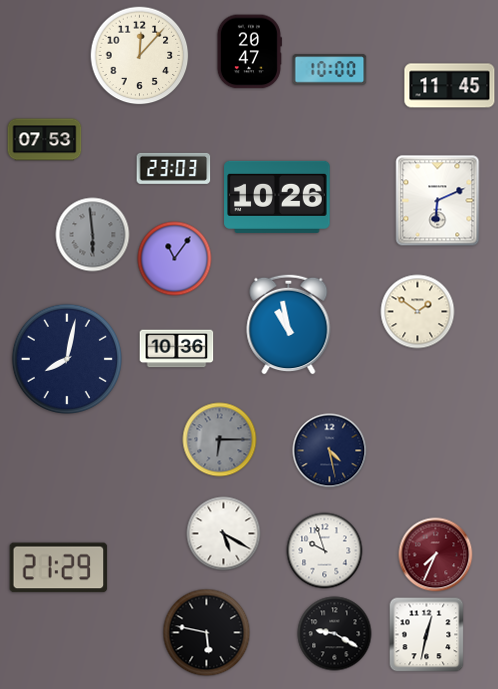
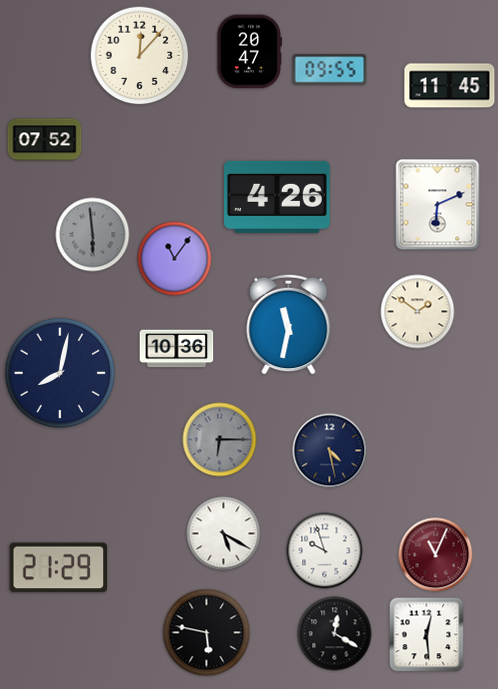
clock at (330, 70): 10:00 -> 09:55
clock at (45, 140): 07:53 -> 07:52
clock at (174, 168): 23:03 -> none
clock at (277, 197): 10:26 -> 4:26
clock at (438, 201) position: (438, 201) -> (438, 205)
clock at (289, 324): 10:58 -> 11:32
clock at (67, 359) position: (67, 359) -> (60, 373)
clock at (436, 555): 7:34 -> 11:04
clock at (335, 634): 9:20 -> 12:20
clock at (427, 635): 12:32 -> 12:29
